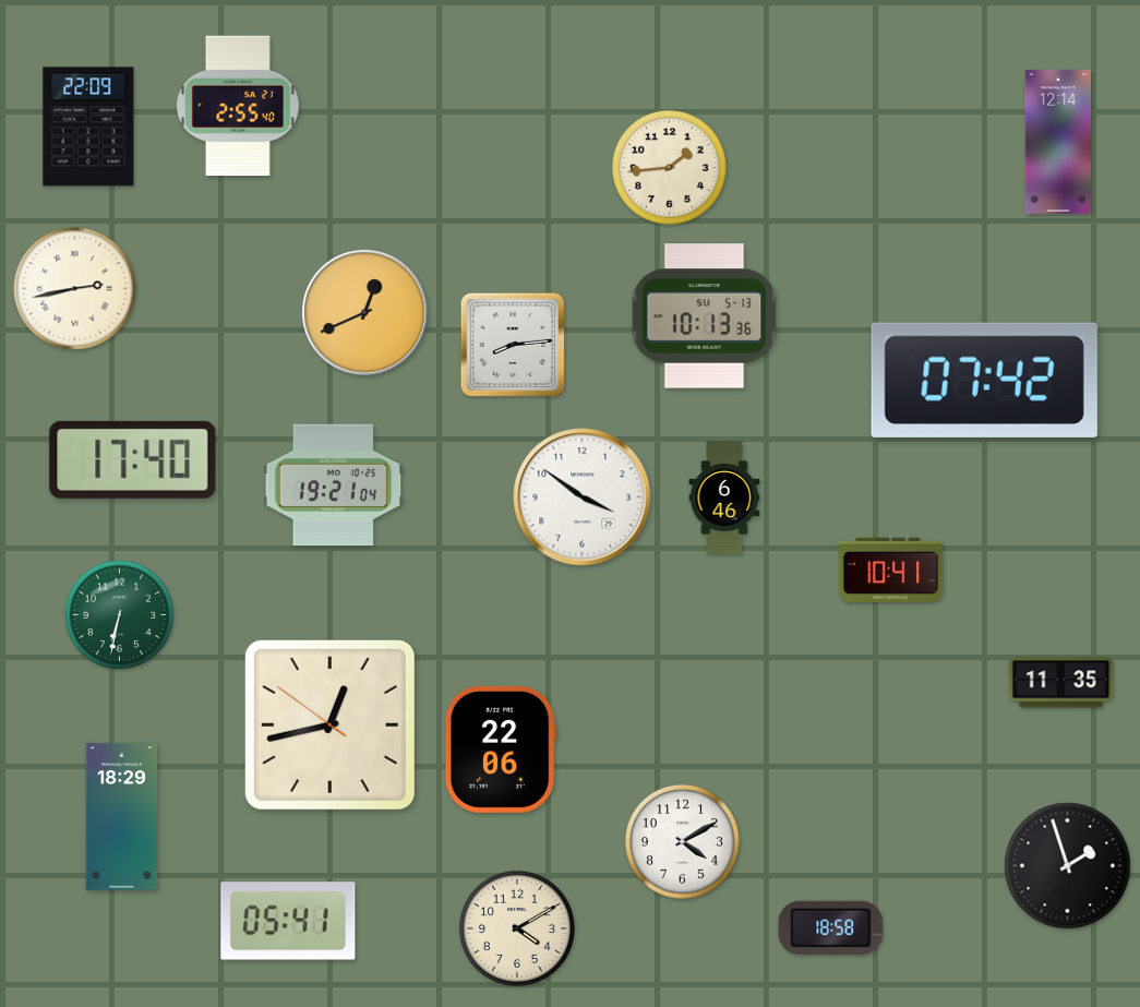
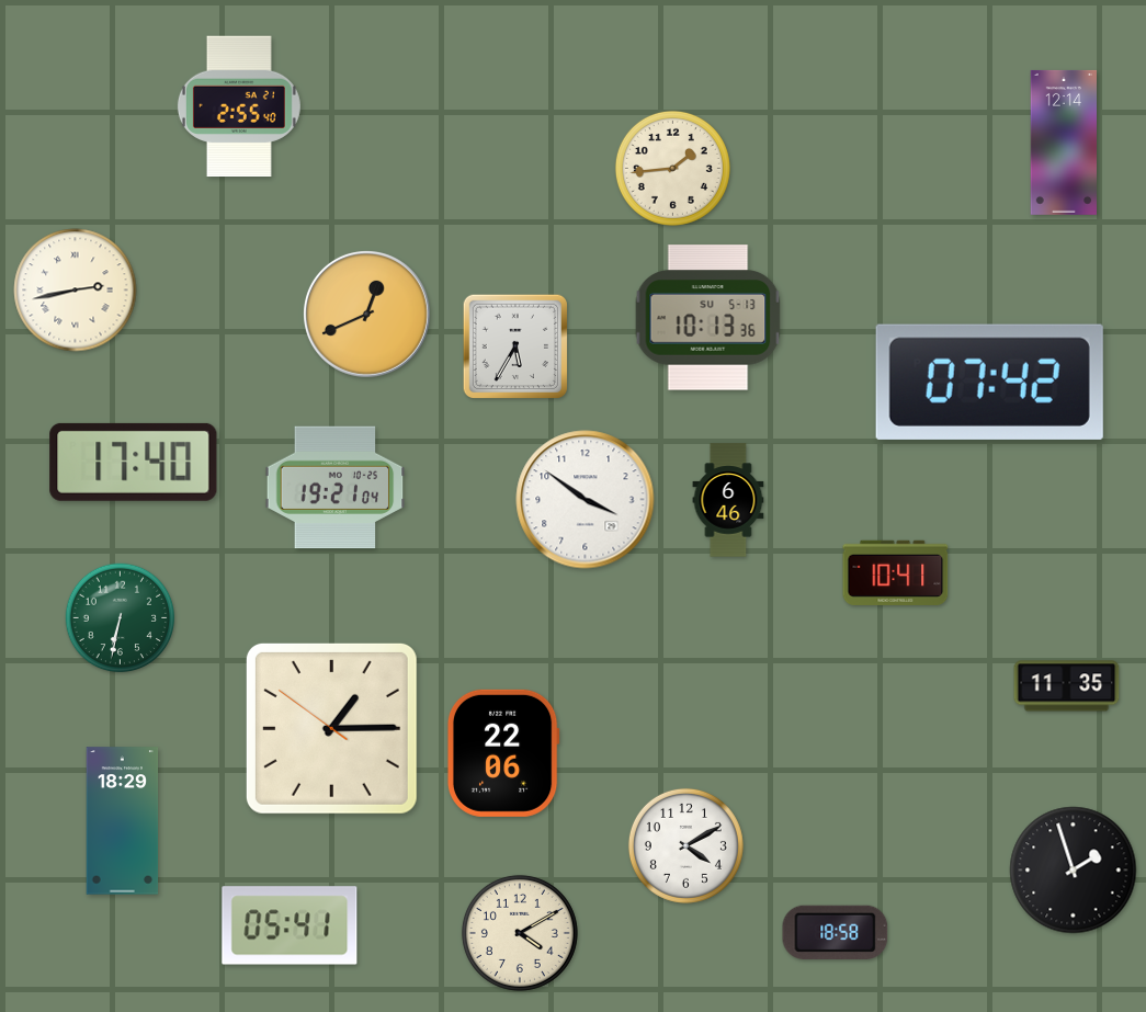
clock at (88, 127): 22:09 -> none
clock at (512, 344): 8:14 -> 5:35
clock at (329, 724): 12:42 -> 1:14
